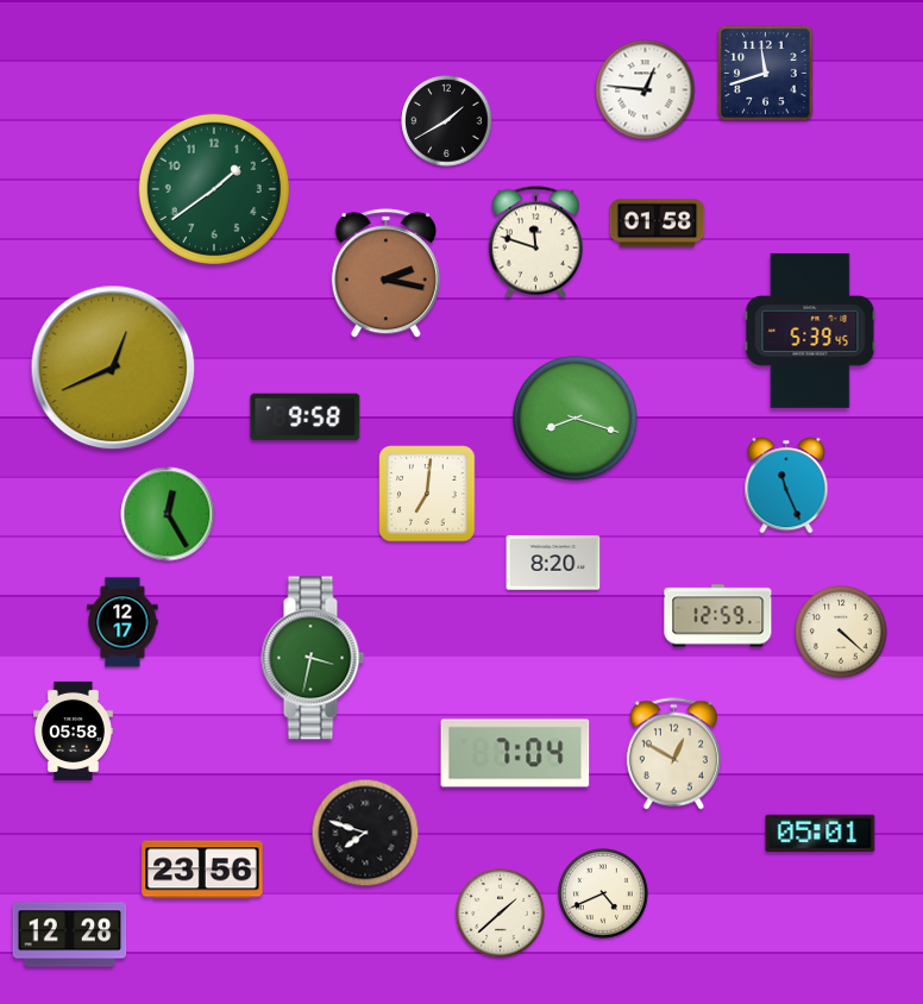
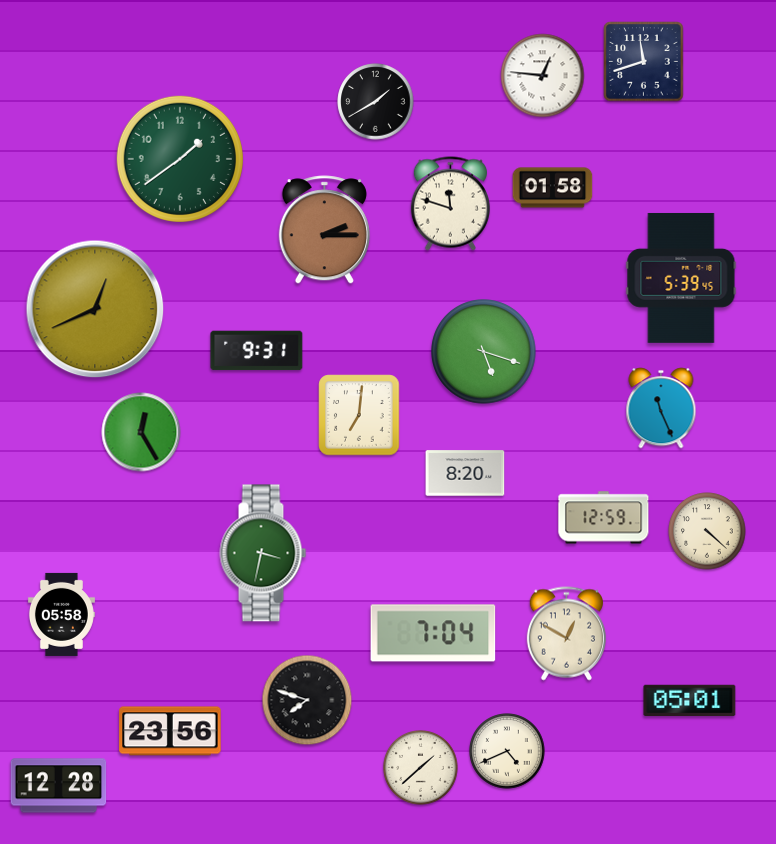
clock at (385, 274): 2:17 -> 2:15
clock at (306, 418): 9:58 -> 9:31
clock at (576, 419): 8:18 -> 5:18
clock at (123, 622): 12:17 -> none
